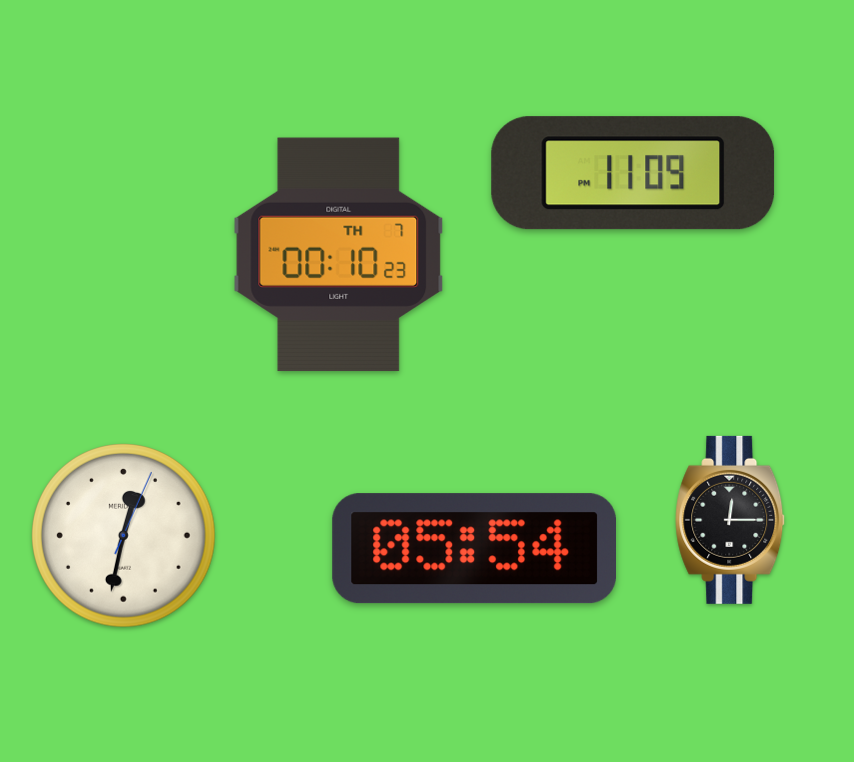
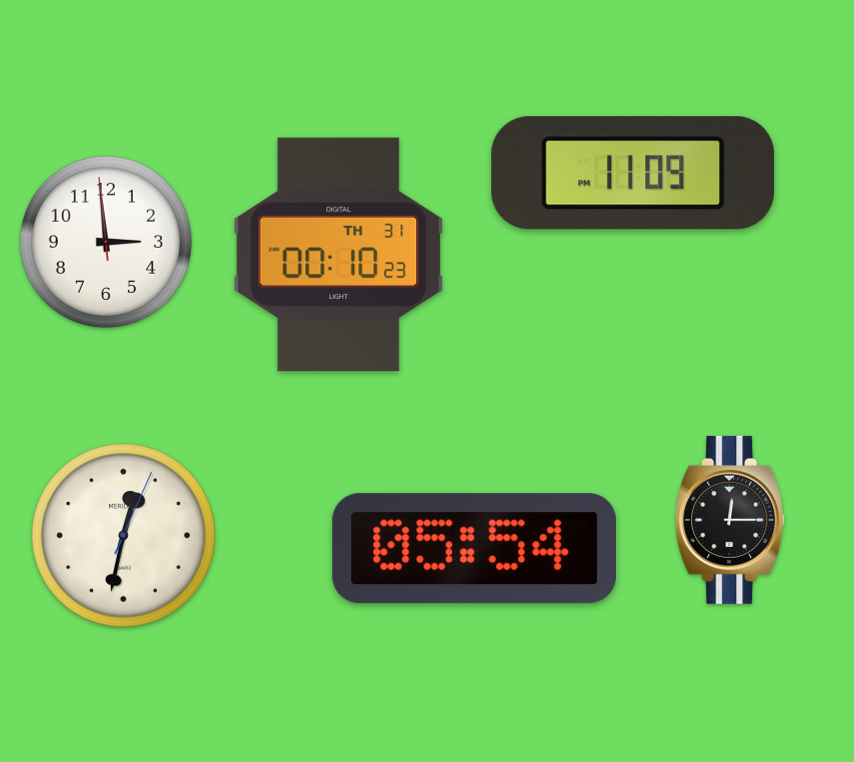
clock at (106, 242): none -> 2:58
clock at (339, 255) date: TH 7 -> TH 31
